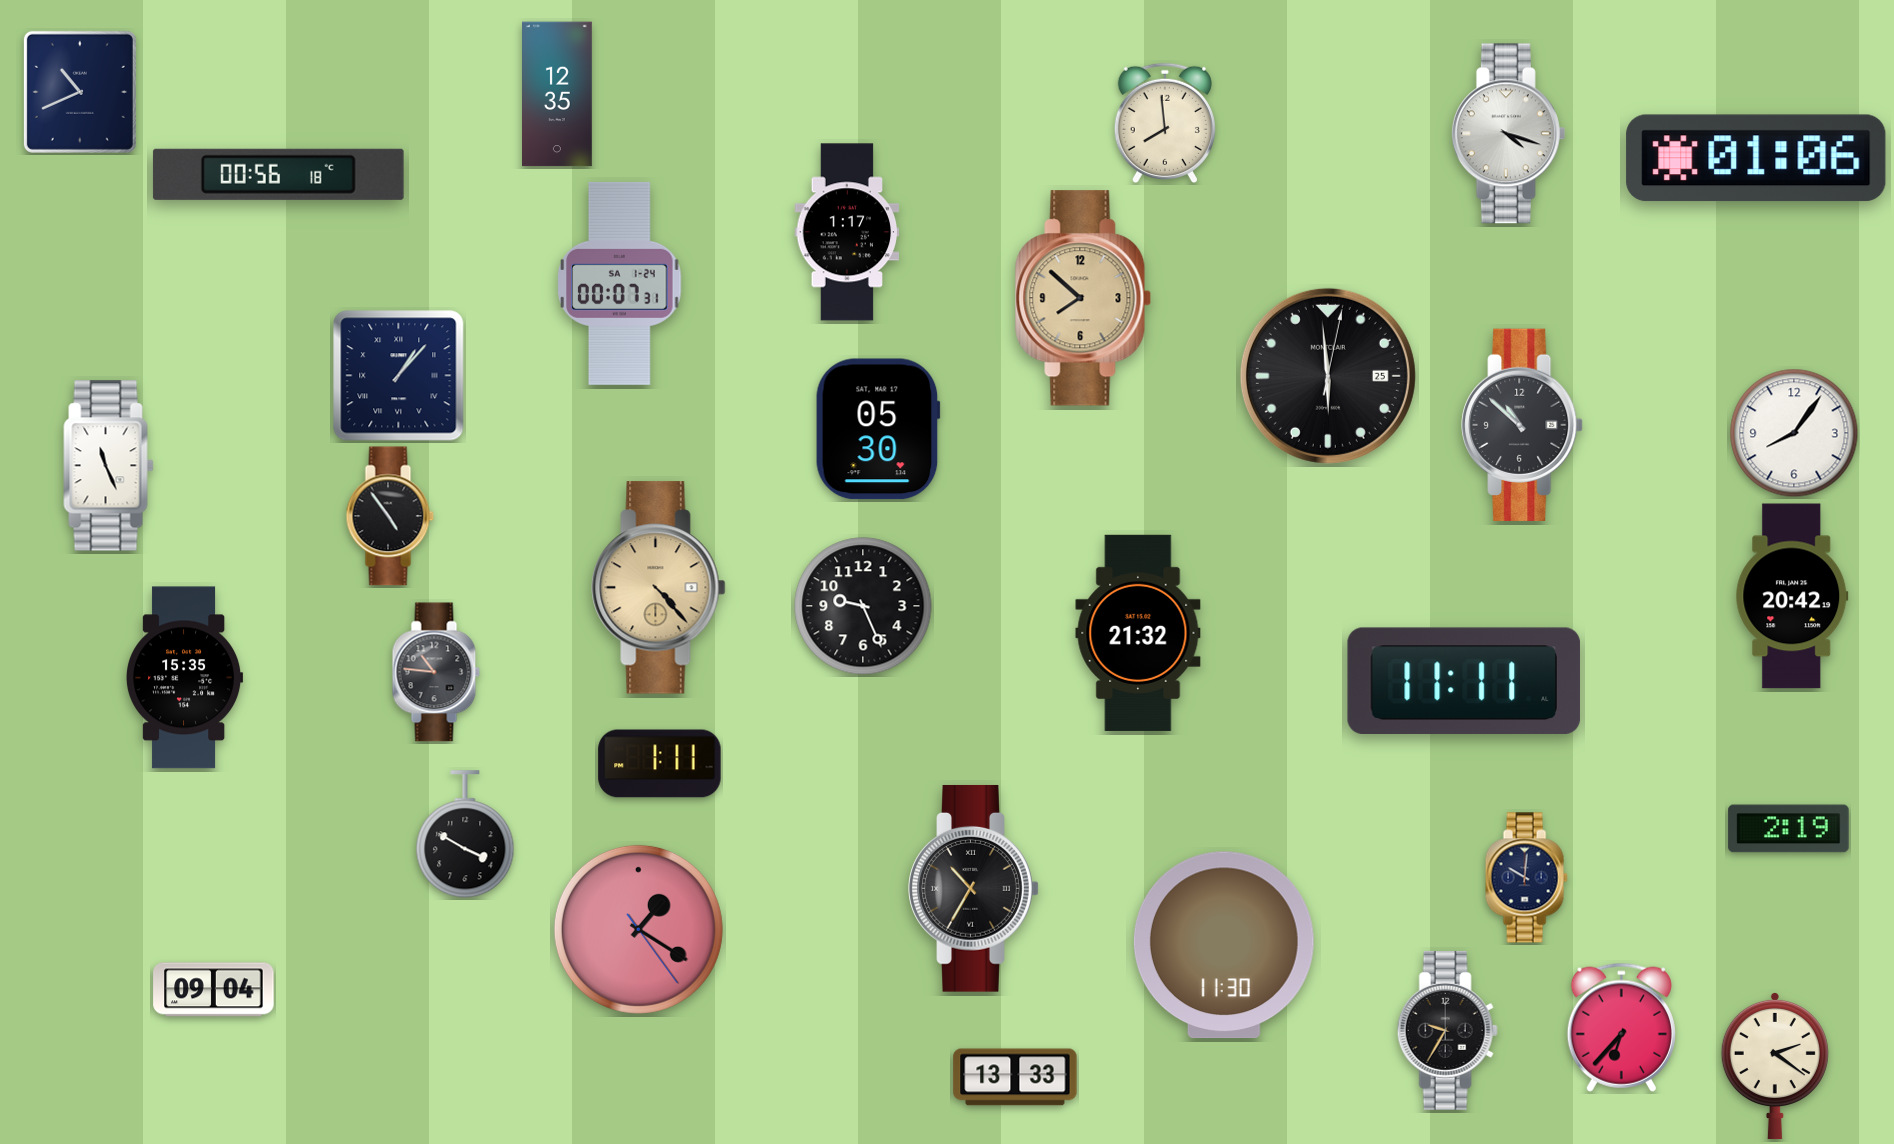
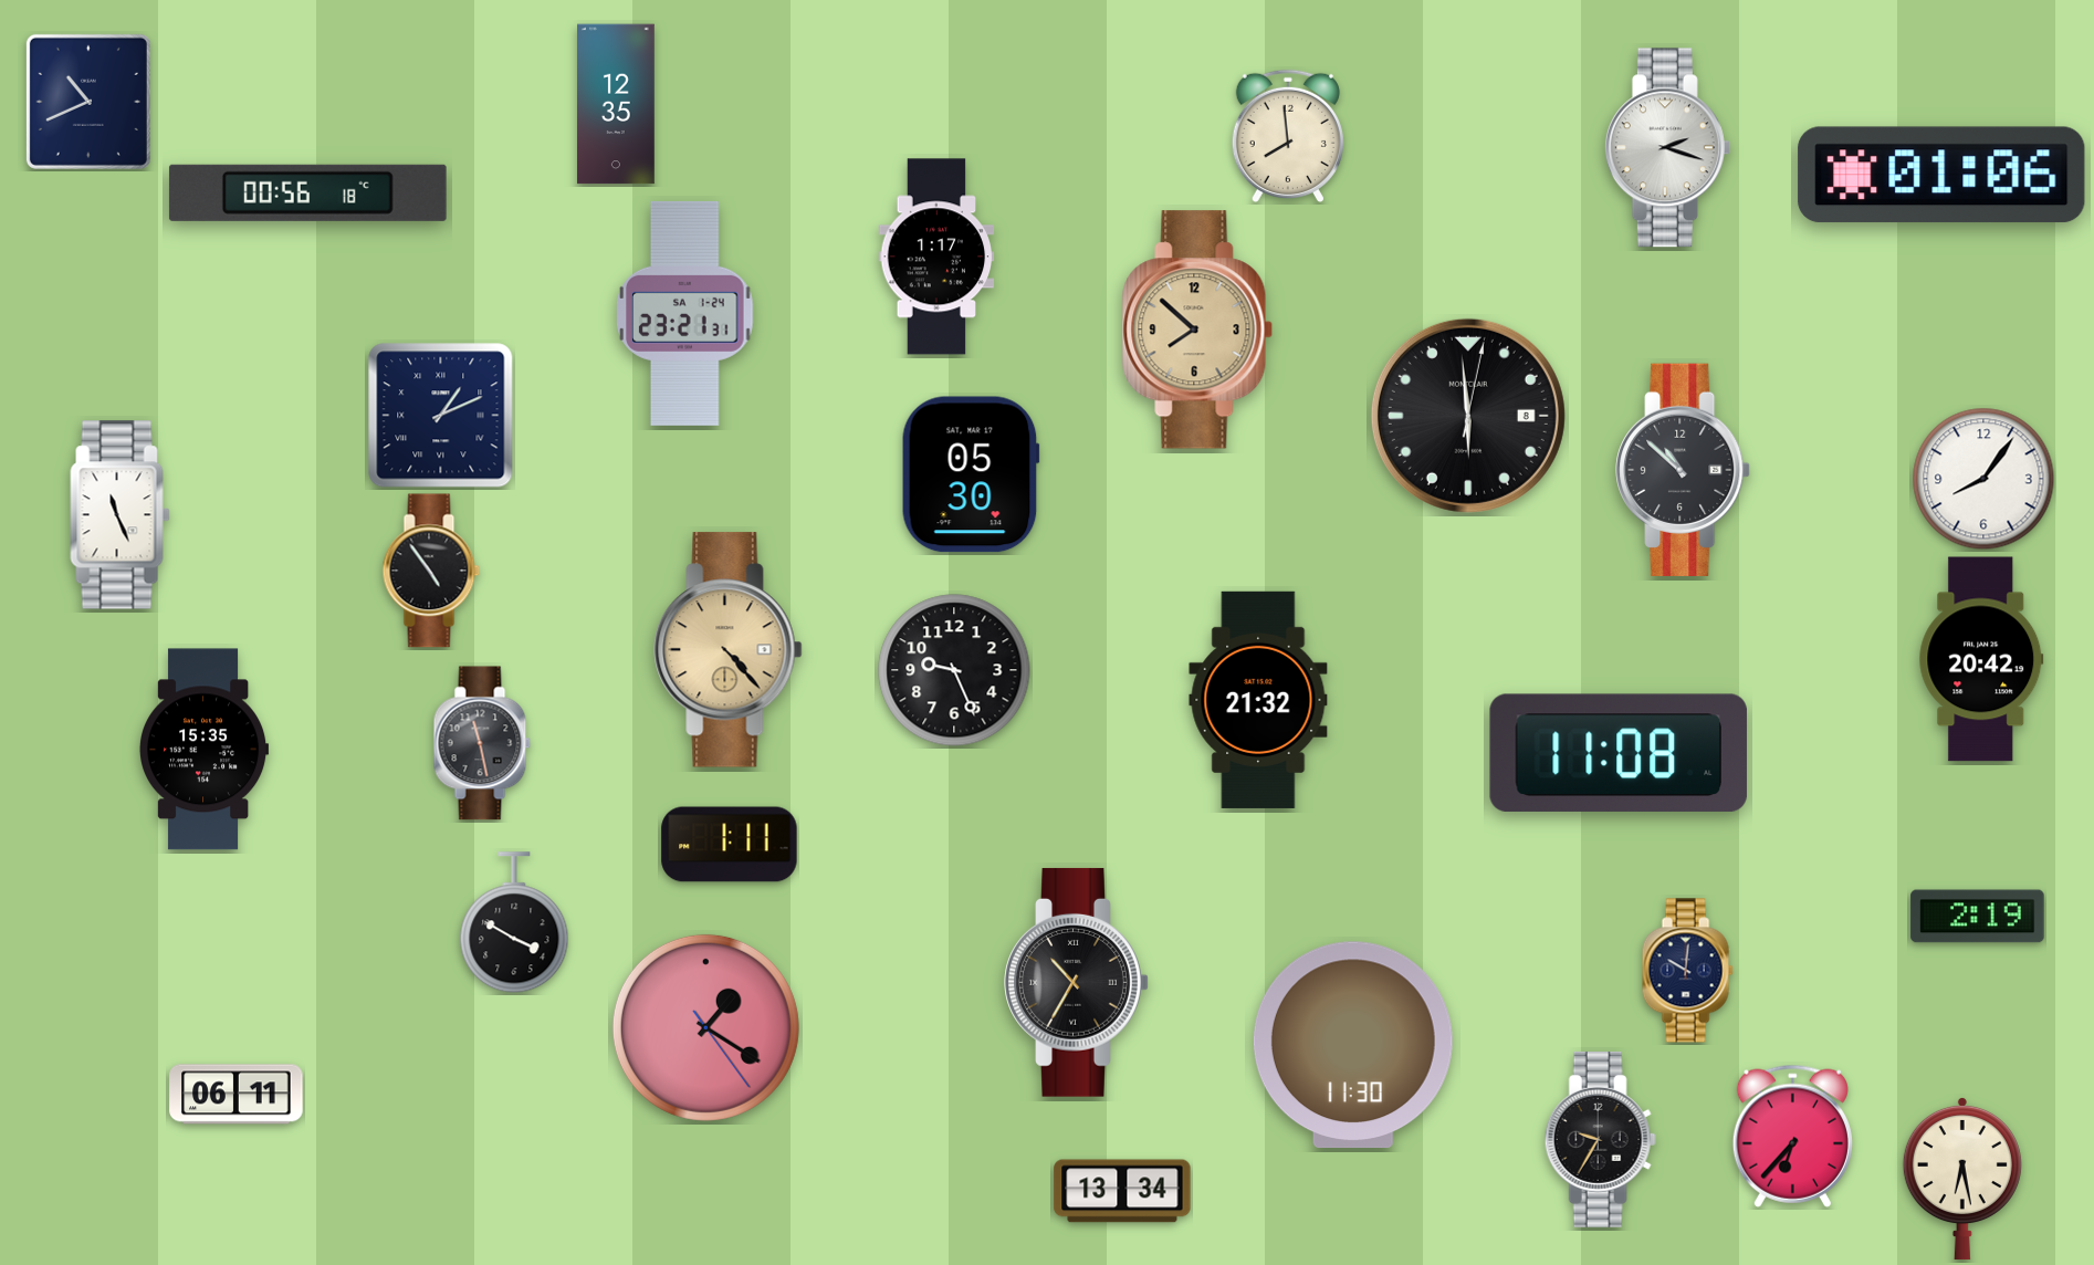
clock at (1508, 134): 4:18 -> 2:18
clock at (620, 283): 00:07 -> 23:21
clock at (399, 376): 1:07 -> 1:11
clock at (1328, 376) date: 25 -> 8
clock at (436, 672): 10:46 -> 11:28
clock at (1464, 681): 11:11 -> 11:08
clock at (214, 990): 09:04 -> 06:11
clock at (1775, 1066): 2:21 -> 6:28
clock at (1015, 1077): 13:33 -> 13:34
